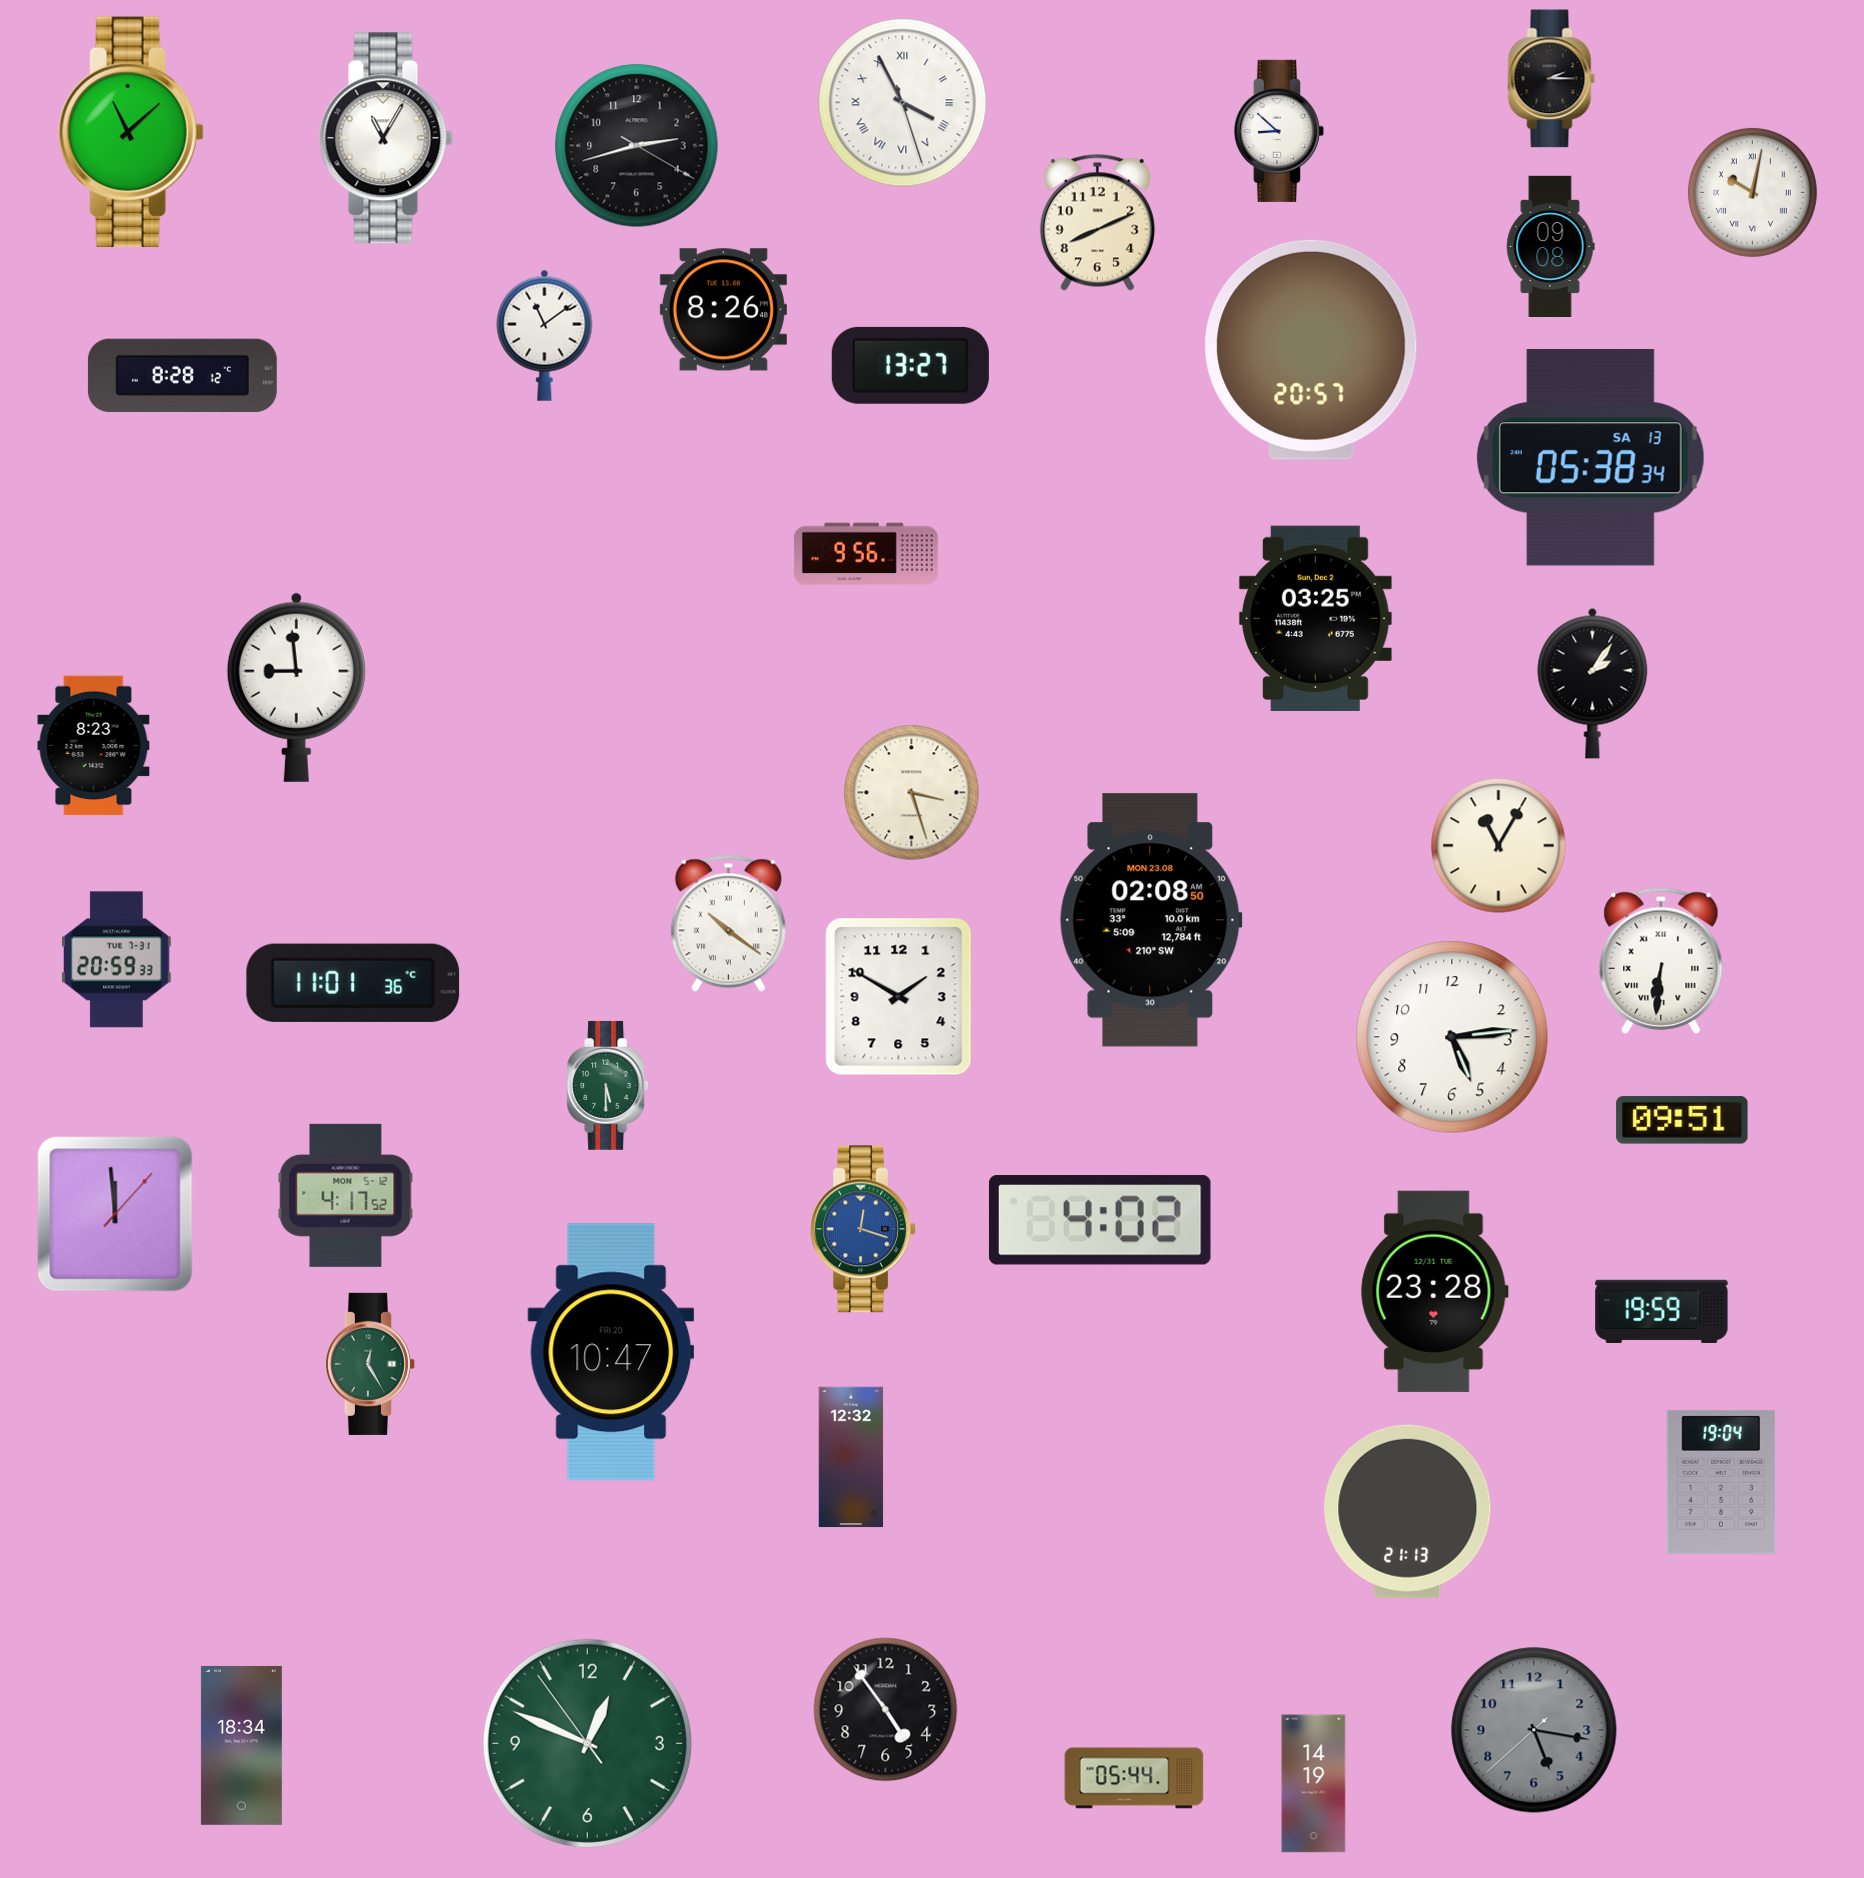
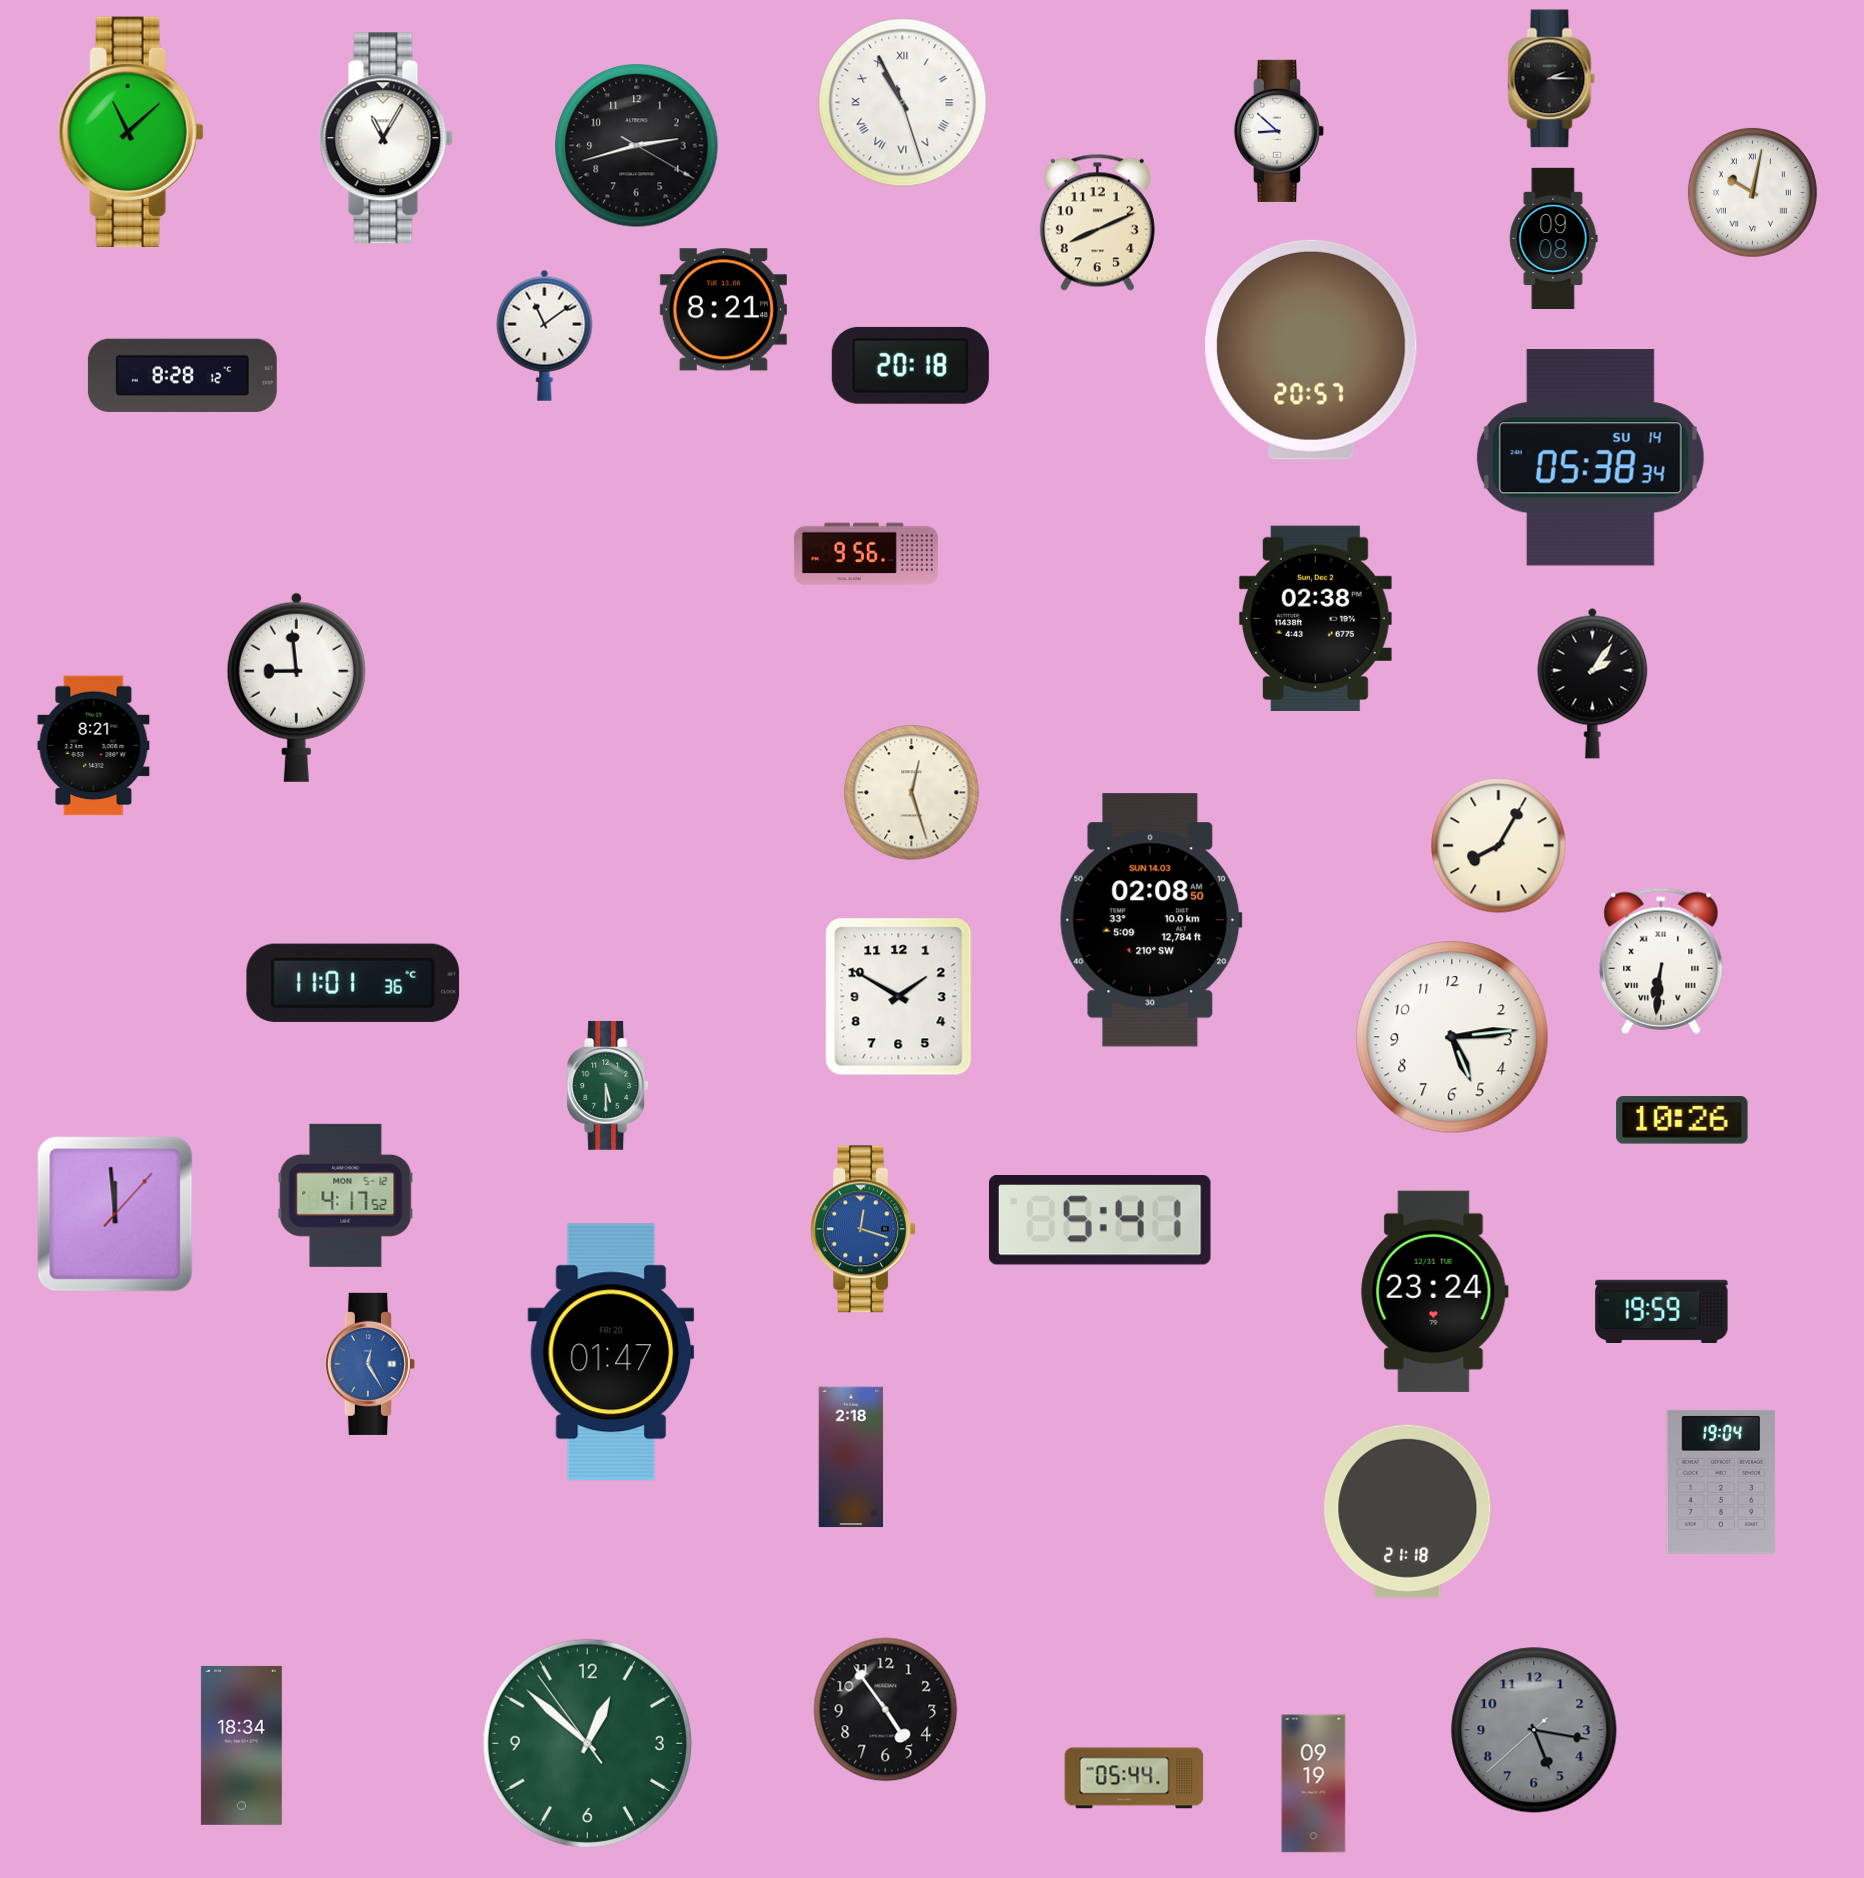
clock at (903, 103): 3:55 -> 10:55
clock at (1550, 246) position: (1550, 246) -> (1553, 238)
clock at (723, 310): 8:26 -> 8:21
clock at (910, 365): 13:27 -> 20:18
clock at (1590, 458) date: SA 13 -> SU 14
clock at (1315, 618): 03:25 -> 02:38
clock at (94, 746): 8:23 -> 8:21
clock at (912, 793): 3:27 -> 12:27
clock at (1499, 846): 11:05 -> 8:05
clock at (1151, 920) date: MON 23.08 -> SUN 14.03
clock at (728, 923): 10:21 -> none
clock at (117, 960): 20:59 -> none
clock at (1682, 1120): 09:51 -> 10:26
clock at (1100, 1221): 4:02 -> 5:41
clock at (1434, 1291): 23:28 -> 23:24
clock at (611, 1352): 10:47 -> 01:47
clock at (370, 1364) dial: green -> blue
clock at (851, 1457): 12:32 -> 2:18
clock at (1408, 1511): 21:13 -> 21:18
clock at (587, 1743): 12:48 -> 12:51
clock at (1314, 1784): 14:19 -> 09:19
